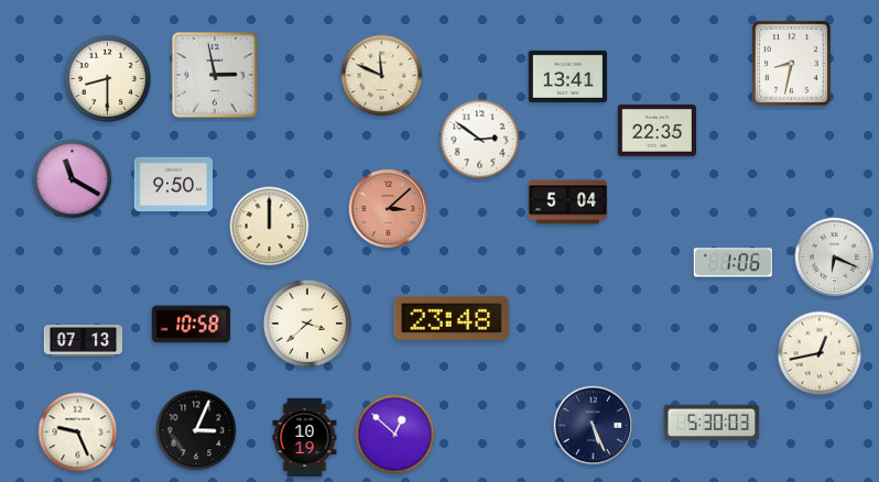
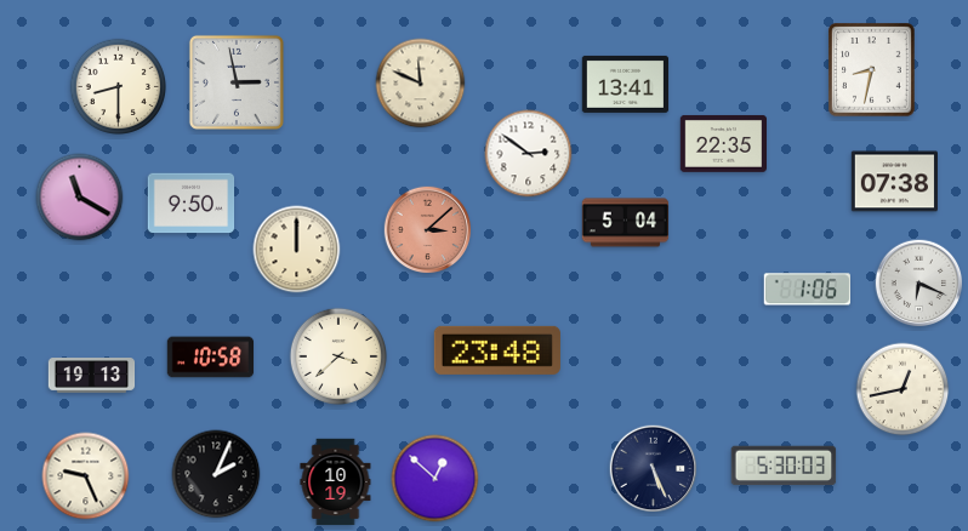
clock at (895, 182): none -> 07:38
clock at (84, 341): 07:13 -> 19:13
clock at (196, 430): 3:04 -> 2:04
